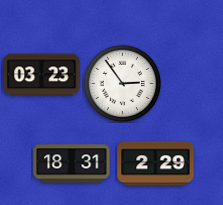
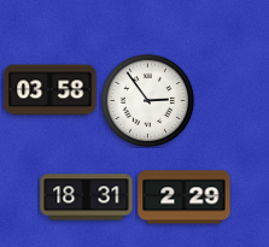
clock at (42, 75): 03:23 -> 03:58
clock at (156, 164) position: (156, 164) -> (185, 198)
